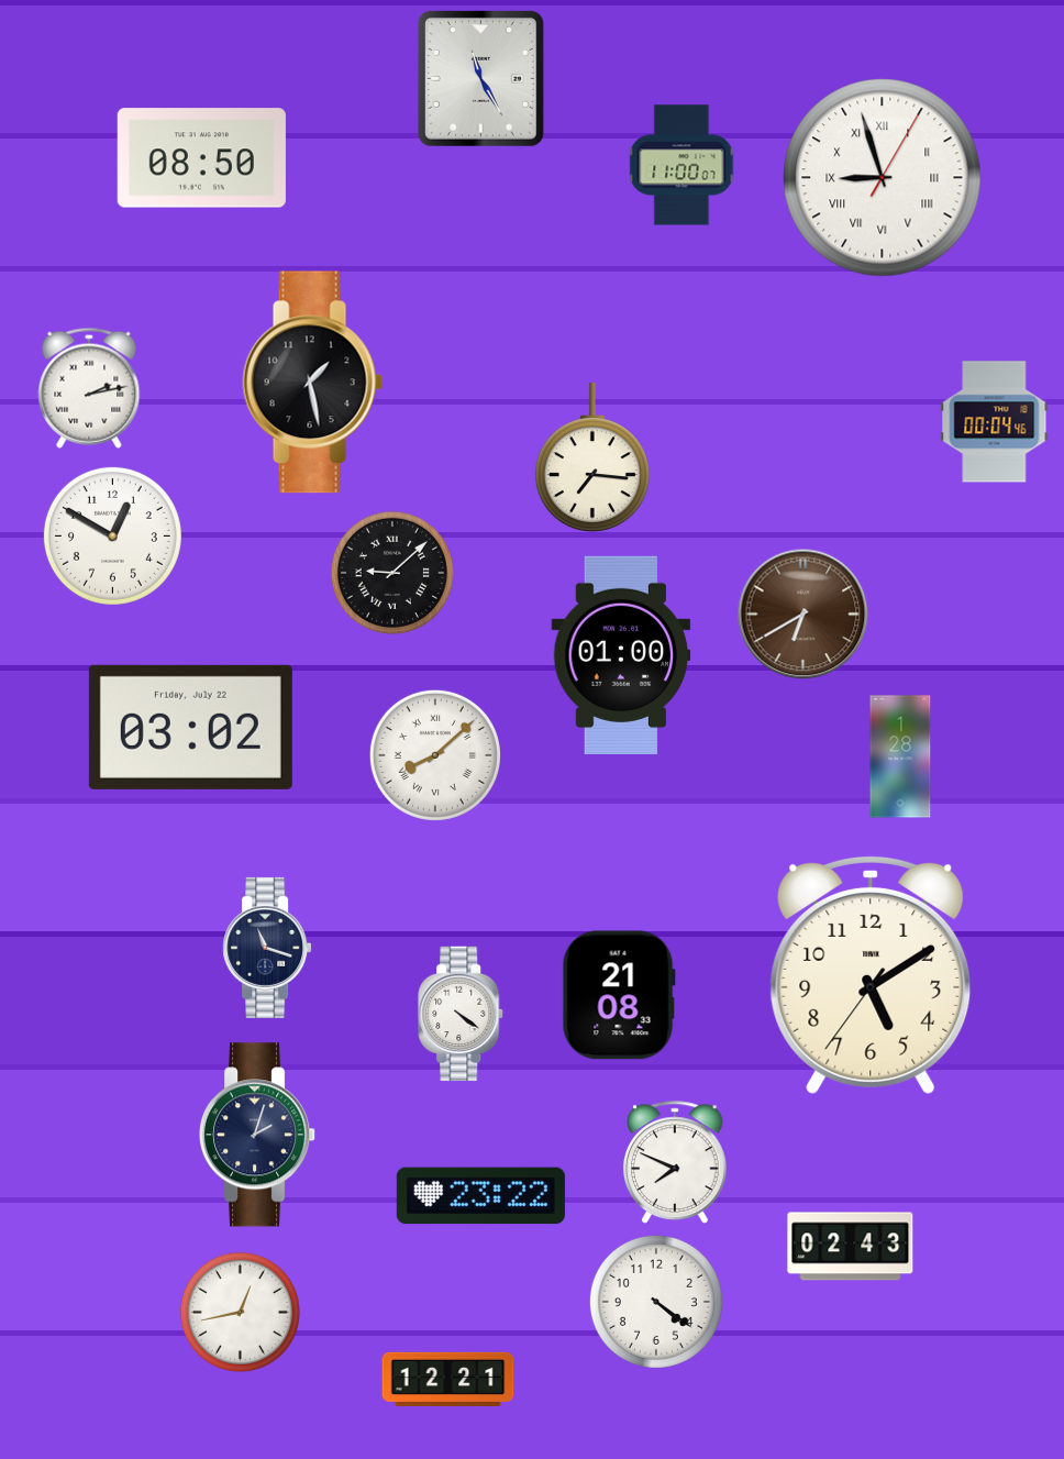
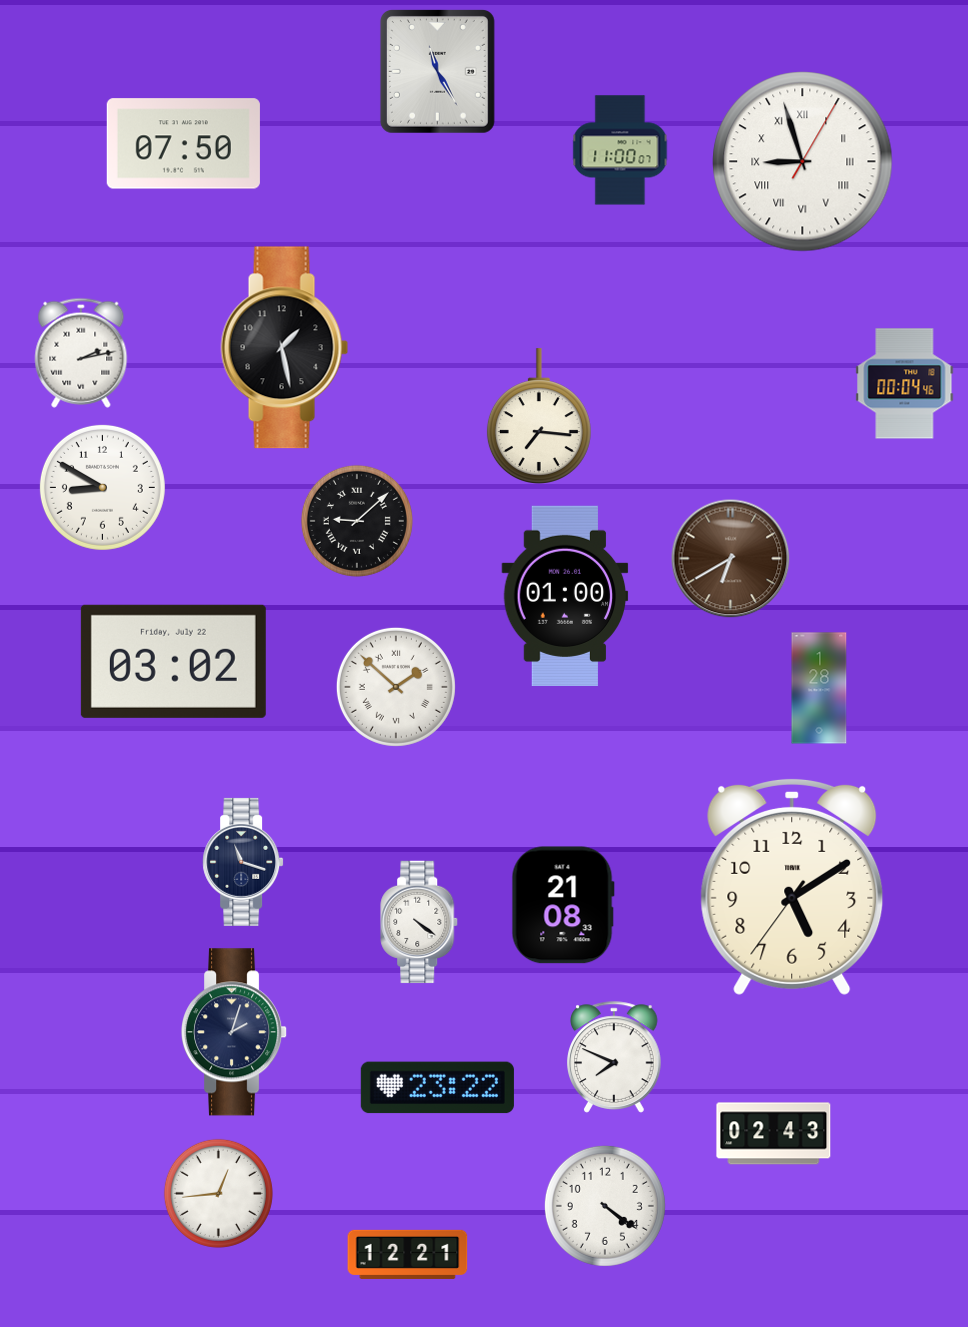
clock at (201, 158): 08:50 -> 07:50
clock at (112, 535): 12:50 -> 8:50
clock at (435, 755): 8:08 -> 1:52
clock at (656, 1302) position: (656, 1302) -> (605, 1206)
clock at (240, 1312): 12:43 -> 12:44
